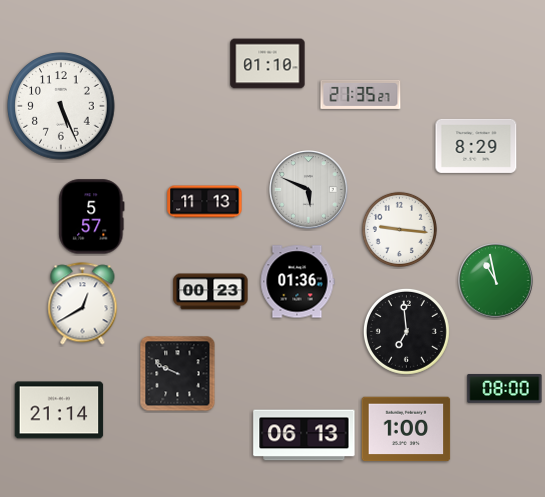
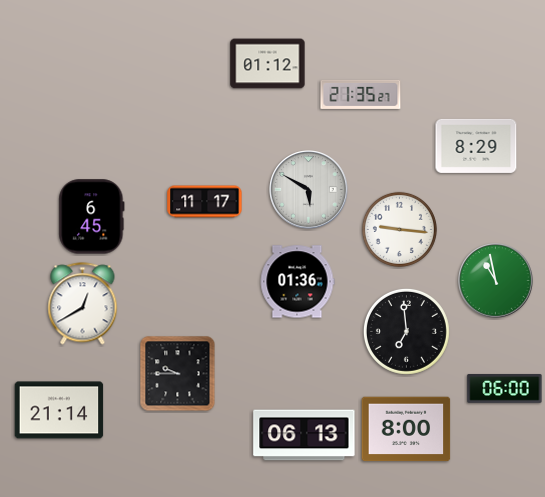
clock at (268, 64): 01:10 -> 01:12
clock at (61, 106): 5:26 -> none
clock at (309, 190): 5:49 -> 5:50
clock at (205, 202): 11:13 -> 11:17
clock at (92, 217): 5:57 -> 6:45
clock at (211, 292): 00:23 -> none
clock at (178, 374): 9:49 -> 9:45
clock at (505, 388): 08:00 -> 06:00
clock at (406, 429): 1:00 -> 8:00
